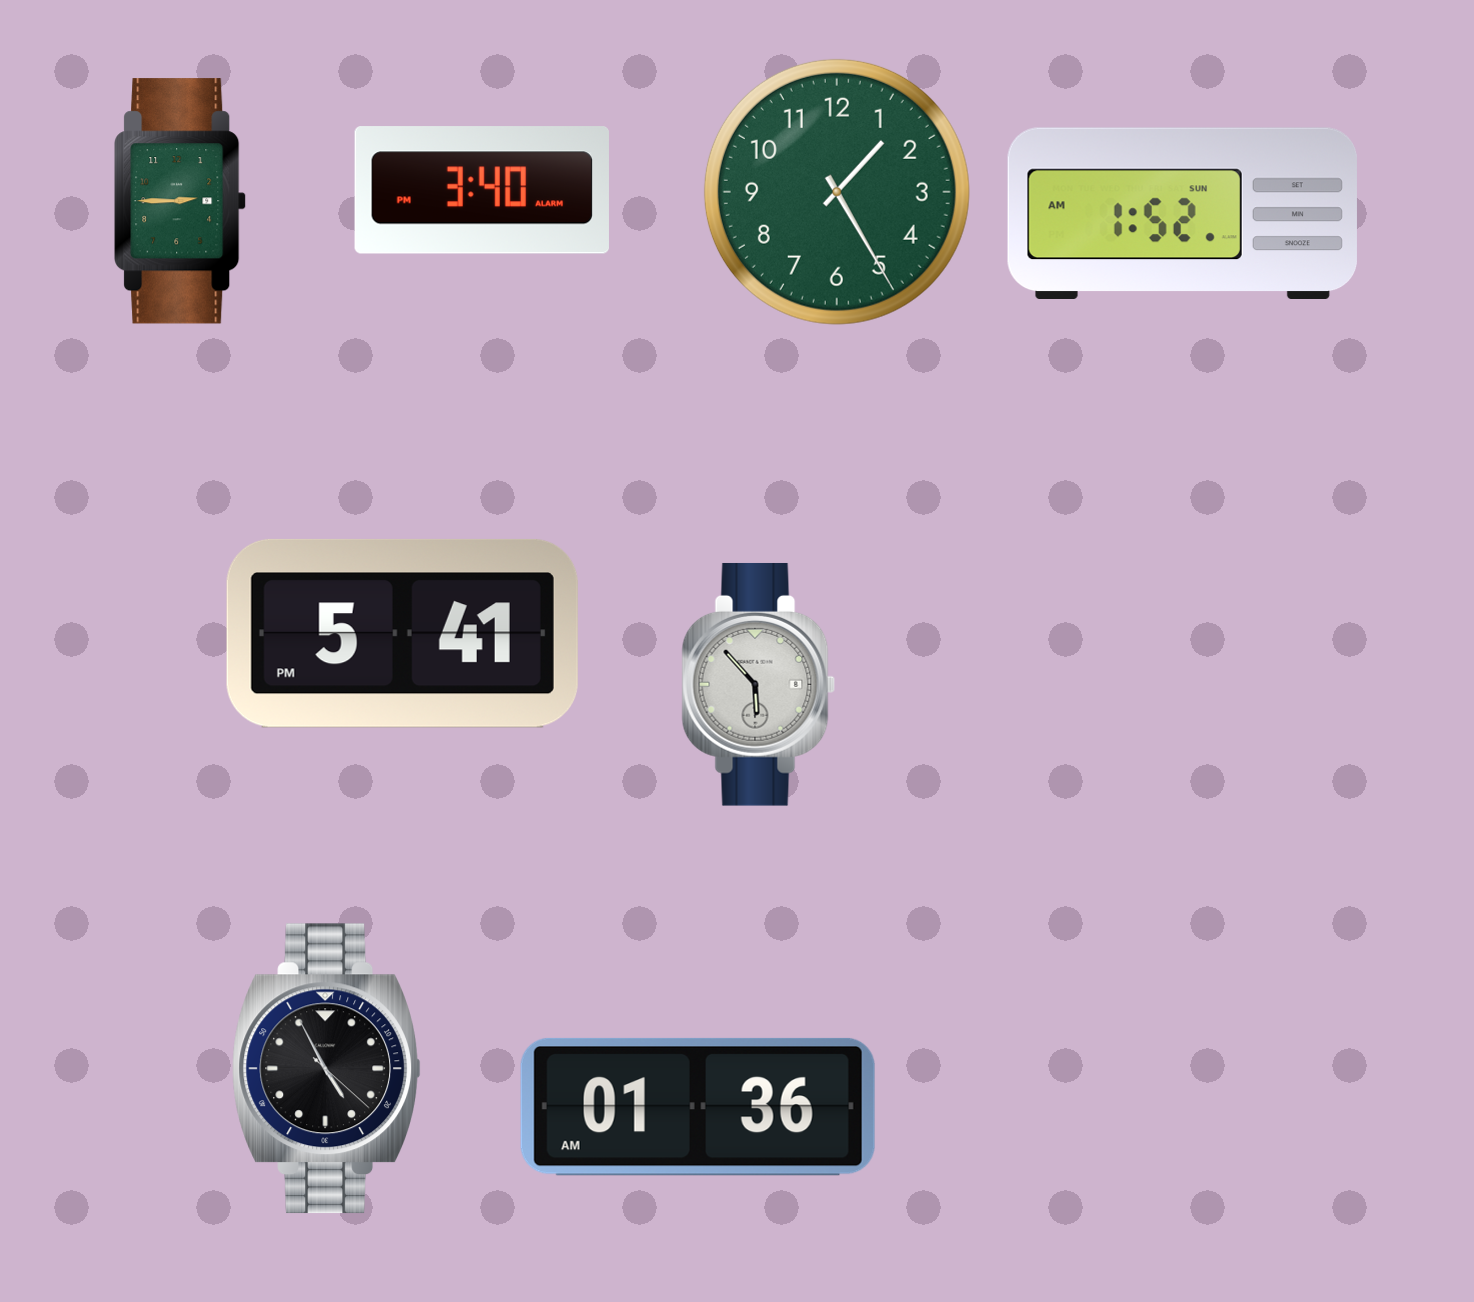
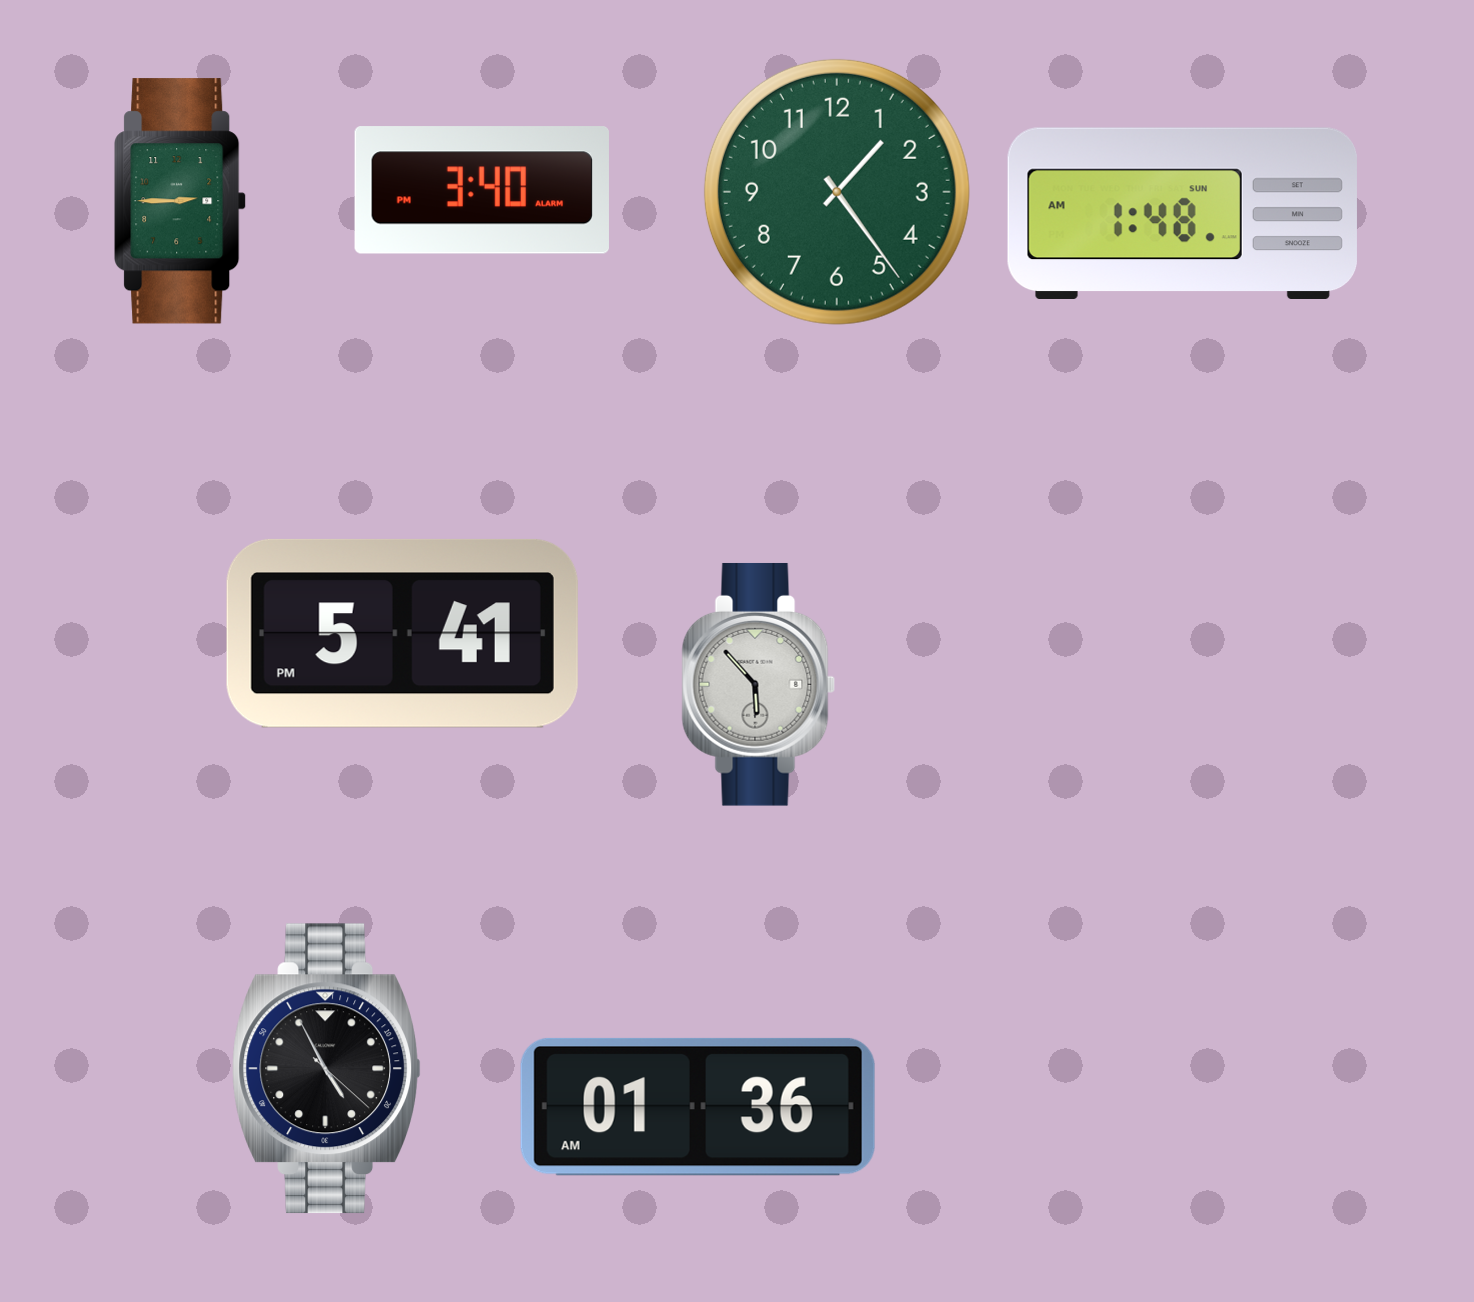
clock at (837, 192): 1:25 -> 1:24
clock at (1182, 213): 1:52 -> 1:48
